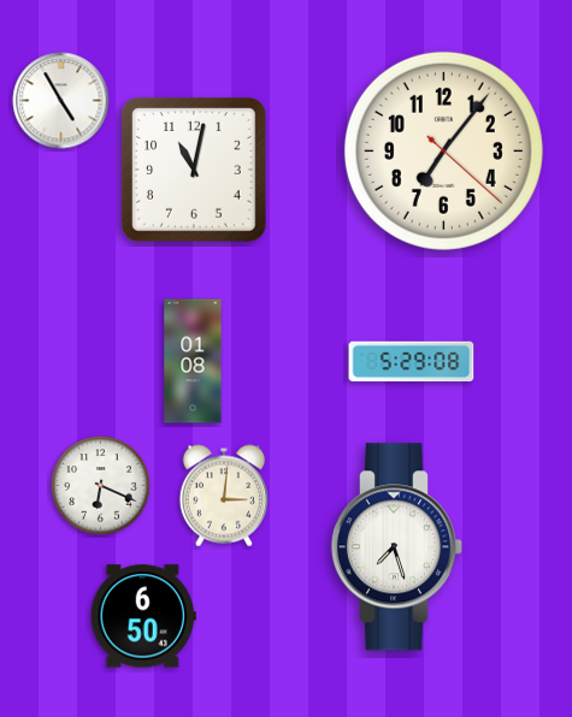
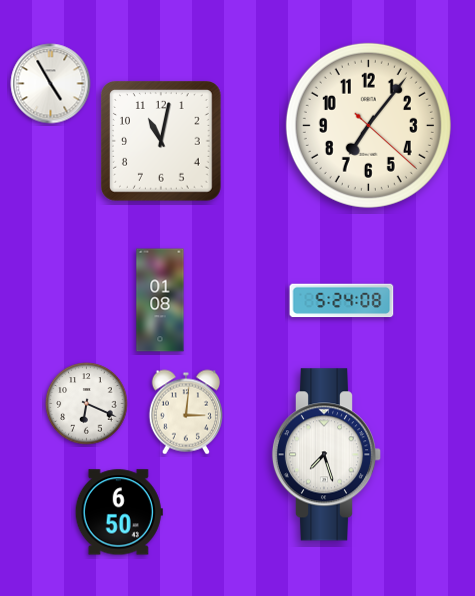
clock at (412, 362): 5:29 -> 5:24
clock at (101, 486) position: (101, 486) -> (87, 404)
clock at (397, 547) position: (397, 547) -> (327, 455)
